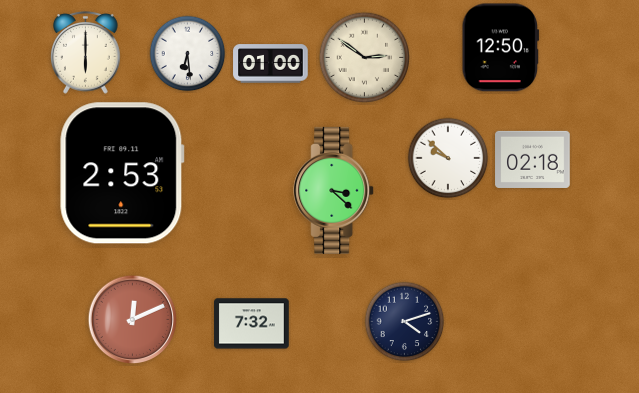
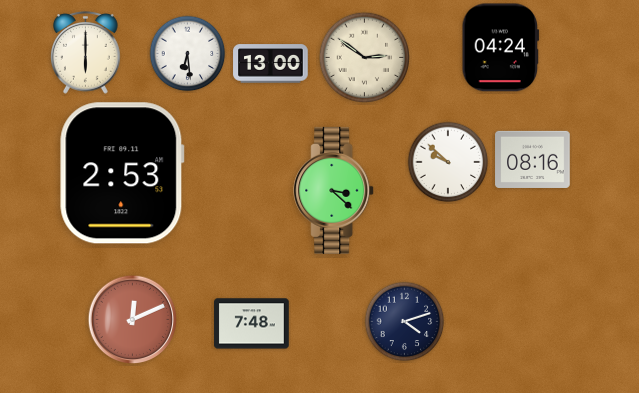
clock at (501, 48): 12:50 -> 04:24
clock at (271, 64): 01:00 -> 13:00
clock at (448, 158) position: (448, 158) -> (448, 162)
clock at (533, 159): 02:18 -> 08:16
clock at (252, 324): 7:32 -> 7:48
